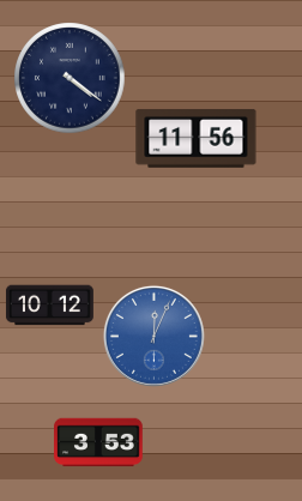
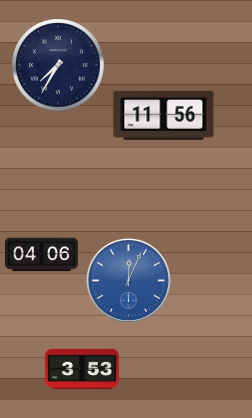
clock at (70, 78): 4:21 -> 7:35
clock at (49, 306): 10:12 -> 04:06
